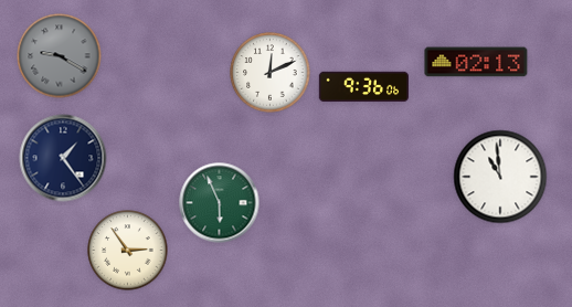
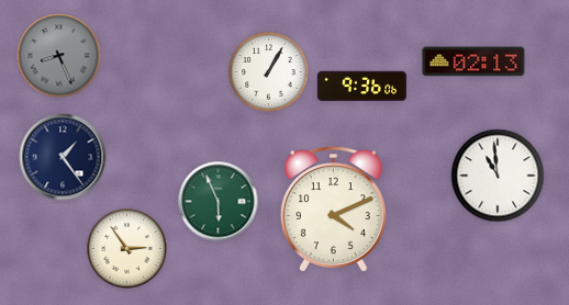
clock at (60, 56): 9:20 -> 8:26
clock at (271, 73): 12:11 -> 1:05
clock at (333, 210): none -> 4:11
